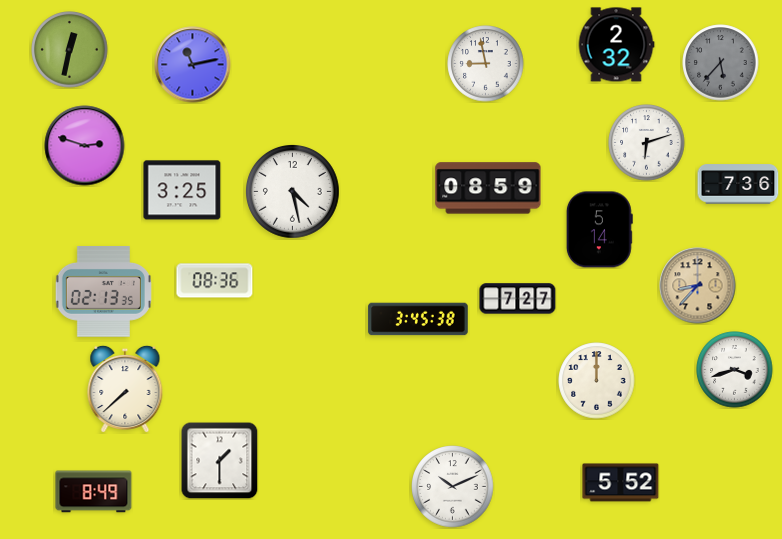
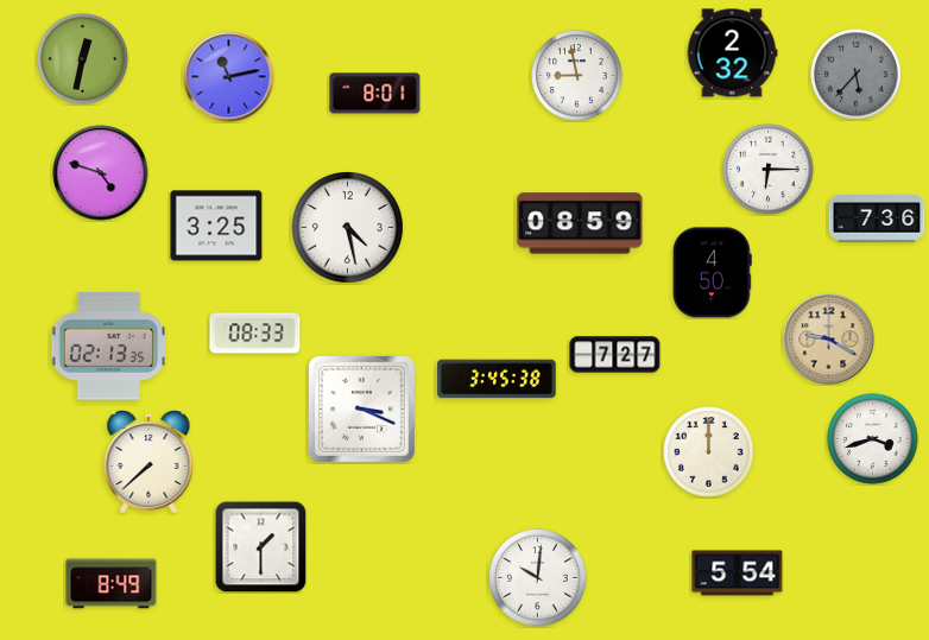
clock at (375, 94): none -> 8:01
clock at (647, 143): 6:12 -> 6:15
clock at (85, 146): 2:48 -> 4:48
clock at (599, 230): 5:14 -> 4:50
clock at (215, 281): 08:36 -> 08:33
clock at (698, 286): 8:37 -> 9:20
clock at (103, 292) position: (103, 292) -> (108, 347)
clock at (361, 408): none -> 3:19
clock at (621, 483): 5:52 -> 5:54
clock at (453, 487): 10:11 -> 10:01
